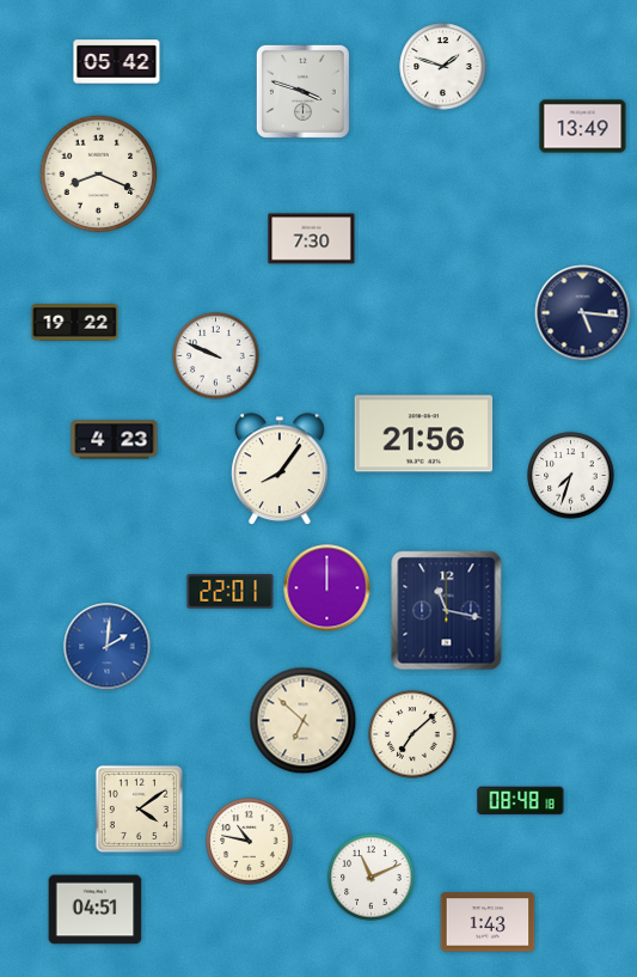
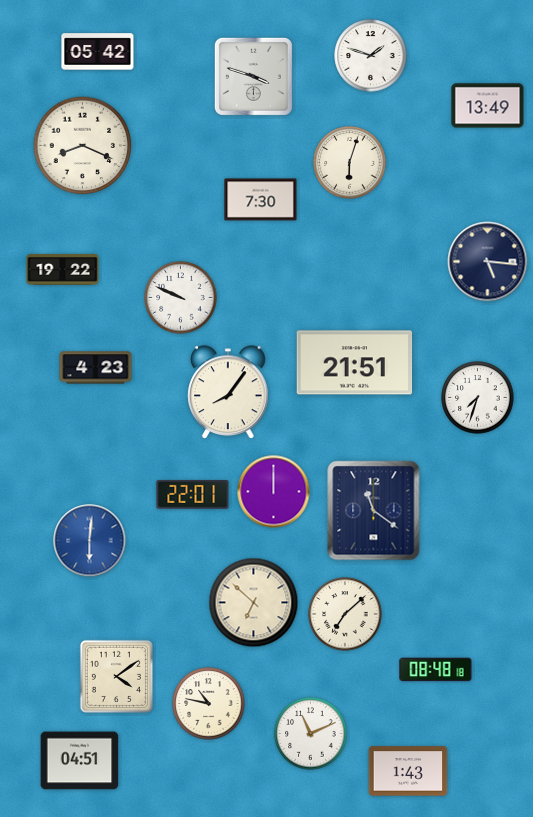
clock at (350, 163): none -> 6:03
clock at (424, 434): 21:56 -> 21:51
clock at (280, 469) position: (280, 469) -> (228, 392)
clock at (447, 611): 11:17 -> 11:21
clock at (108, 647): 2:01 -> 6:01
